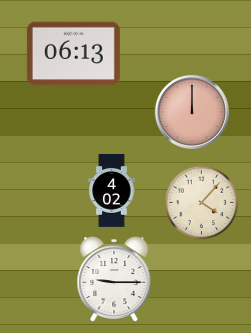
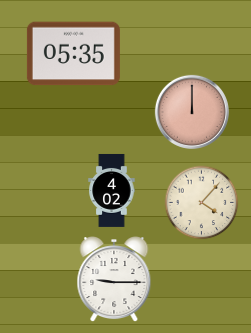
clock at (73, 54): 06:13 -> 05:35
